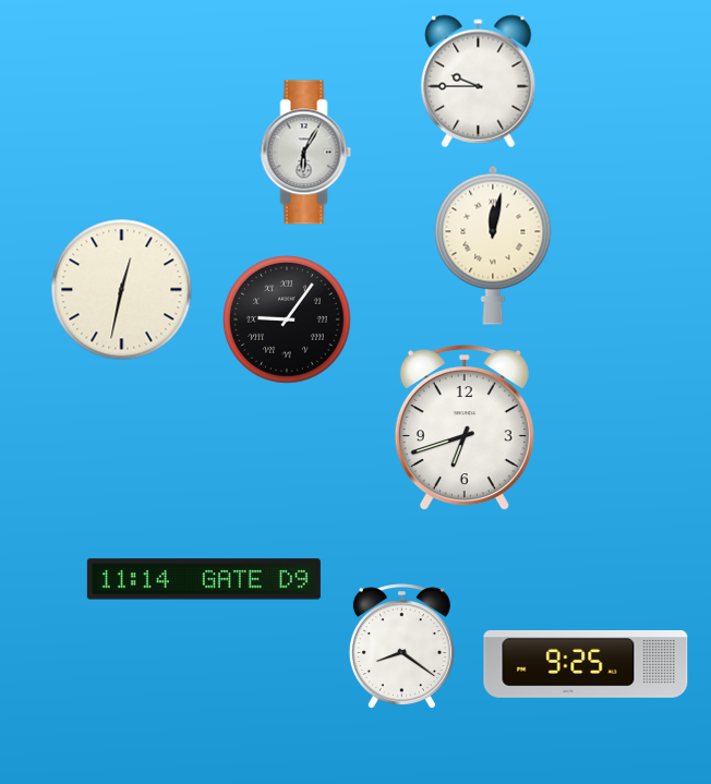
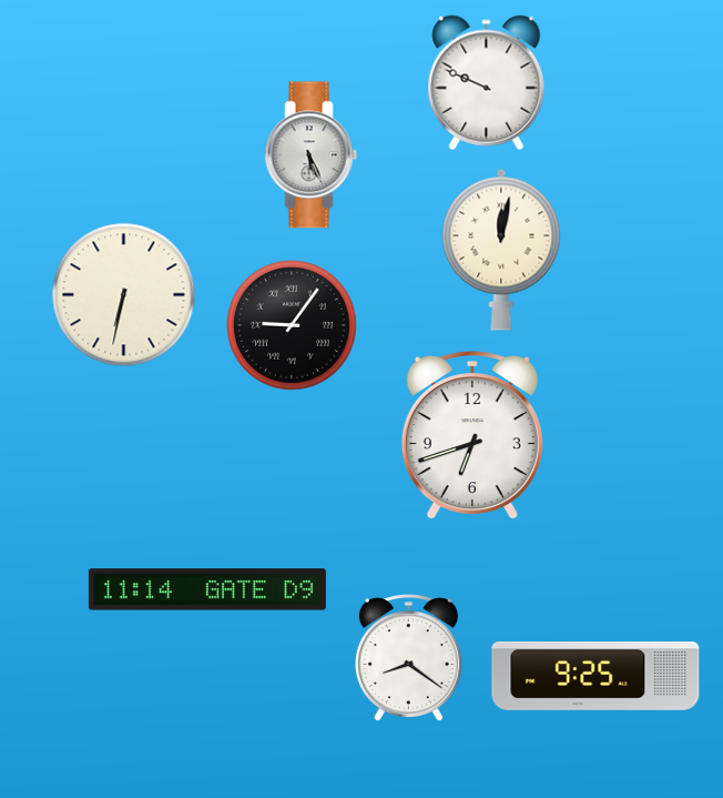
clock at (479, 82): 9:45 -> 9:49
clock at (306, 153): 6:05 -> 5:26
clock at (122, 290): 12:32 -> 6:32
